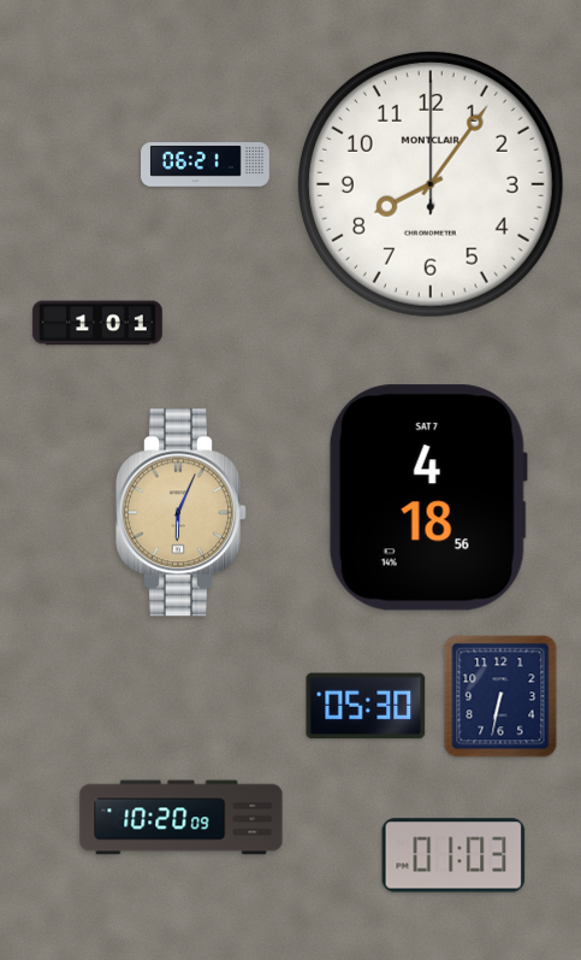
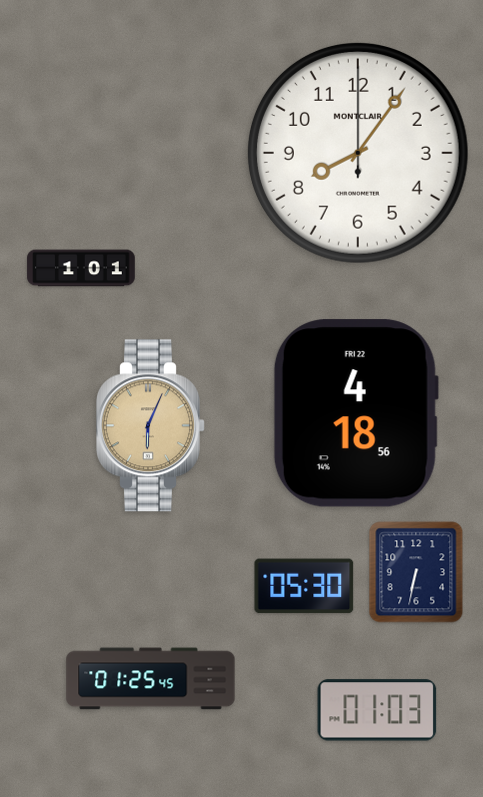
clock at (206, 165): 06:21 -> none
clock at (428, 497) date: SAT 7 -> FRI 22
clock at (500, 696) position: (500, 696) -> (416, 572)
clock at (182, 818): 10:20 -> 01:25
